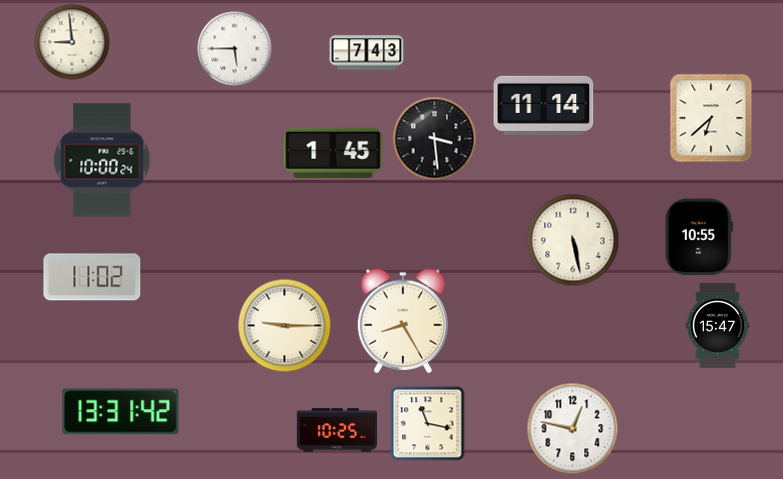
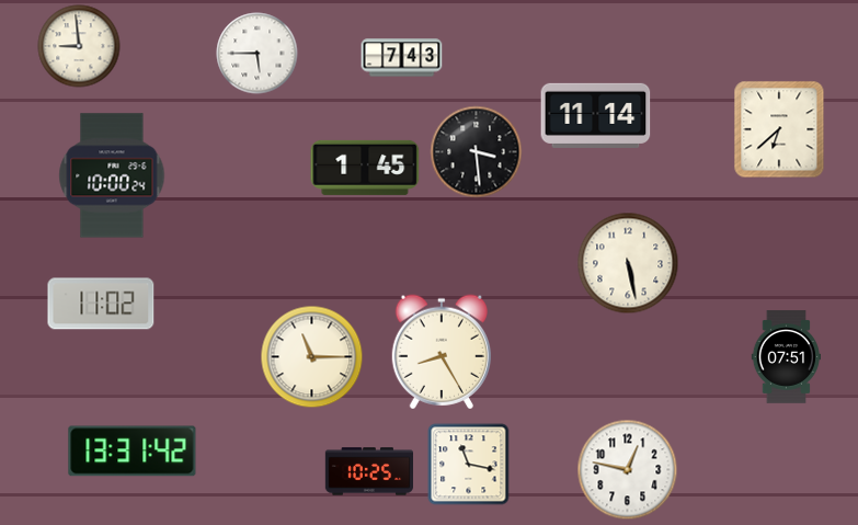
clock at (699, 237): 10:55 -> none
clock at (285, 326): 9:15 -> 11:15
clock at (718, 326): 15:47 -> 07:51
